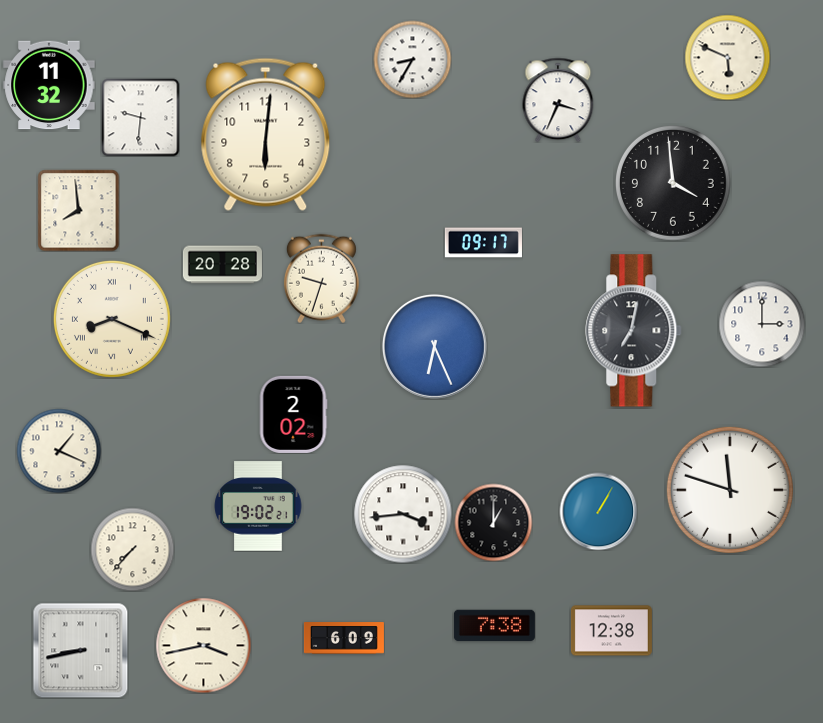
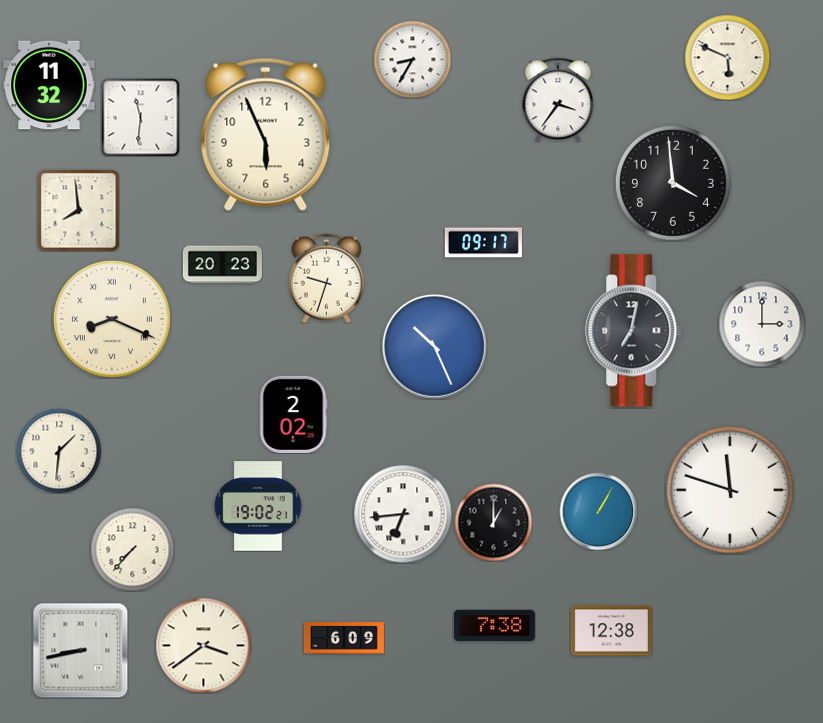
clock at (558, 100): 3:34 -> 3:36
clock at (140, 117): 9:31 -> 11:31
clock at (266, 134): 6:01 -> 5:56
clock at (222, 265): 20:28 -> 20:23
clock at (321, 278) position: (321, 278) -> (326, 278)
clock at (434, 346): 6:26 -> 10:26
clock at (59, 451): 1:19 -> 1:31
clock at (403, 514): 3:44 -> 6:44
clock at (203, 645): 3:43 -> 3:39
